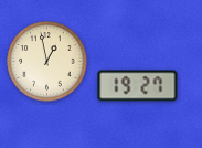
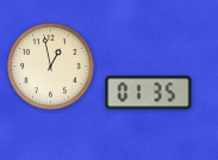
clock at (138, 86): 19:27 -> 01:35
